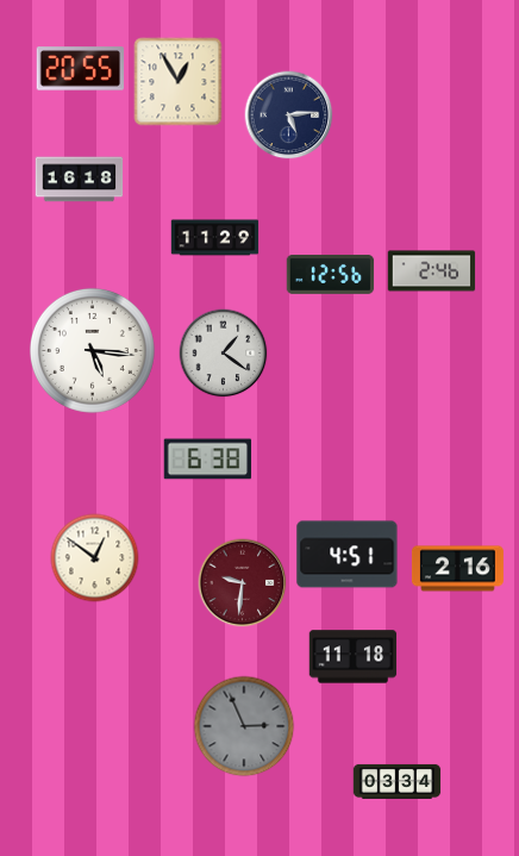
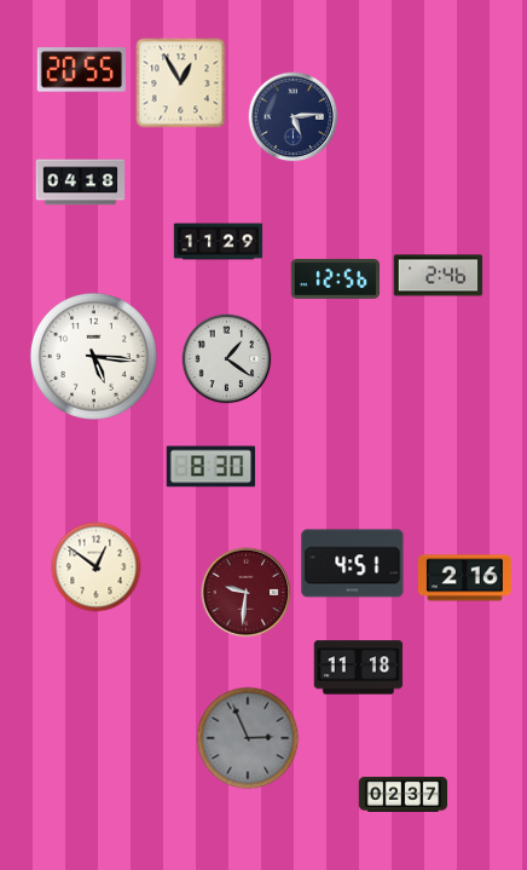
clock at (80, 180): 16:18 -> 04:18
clock at (208, 460): 6:38 -> 8:30
clock at (398, 781): 03:34 -> 02:37
